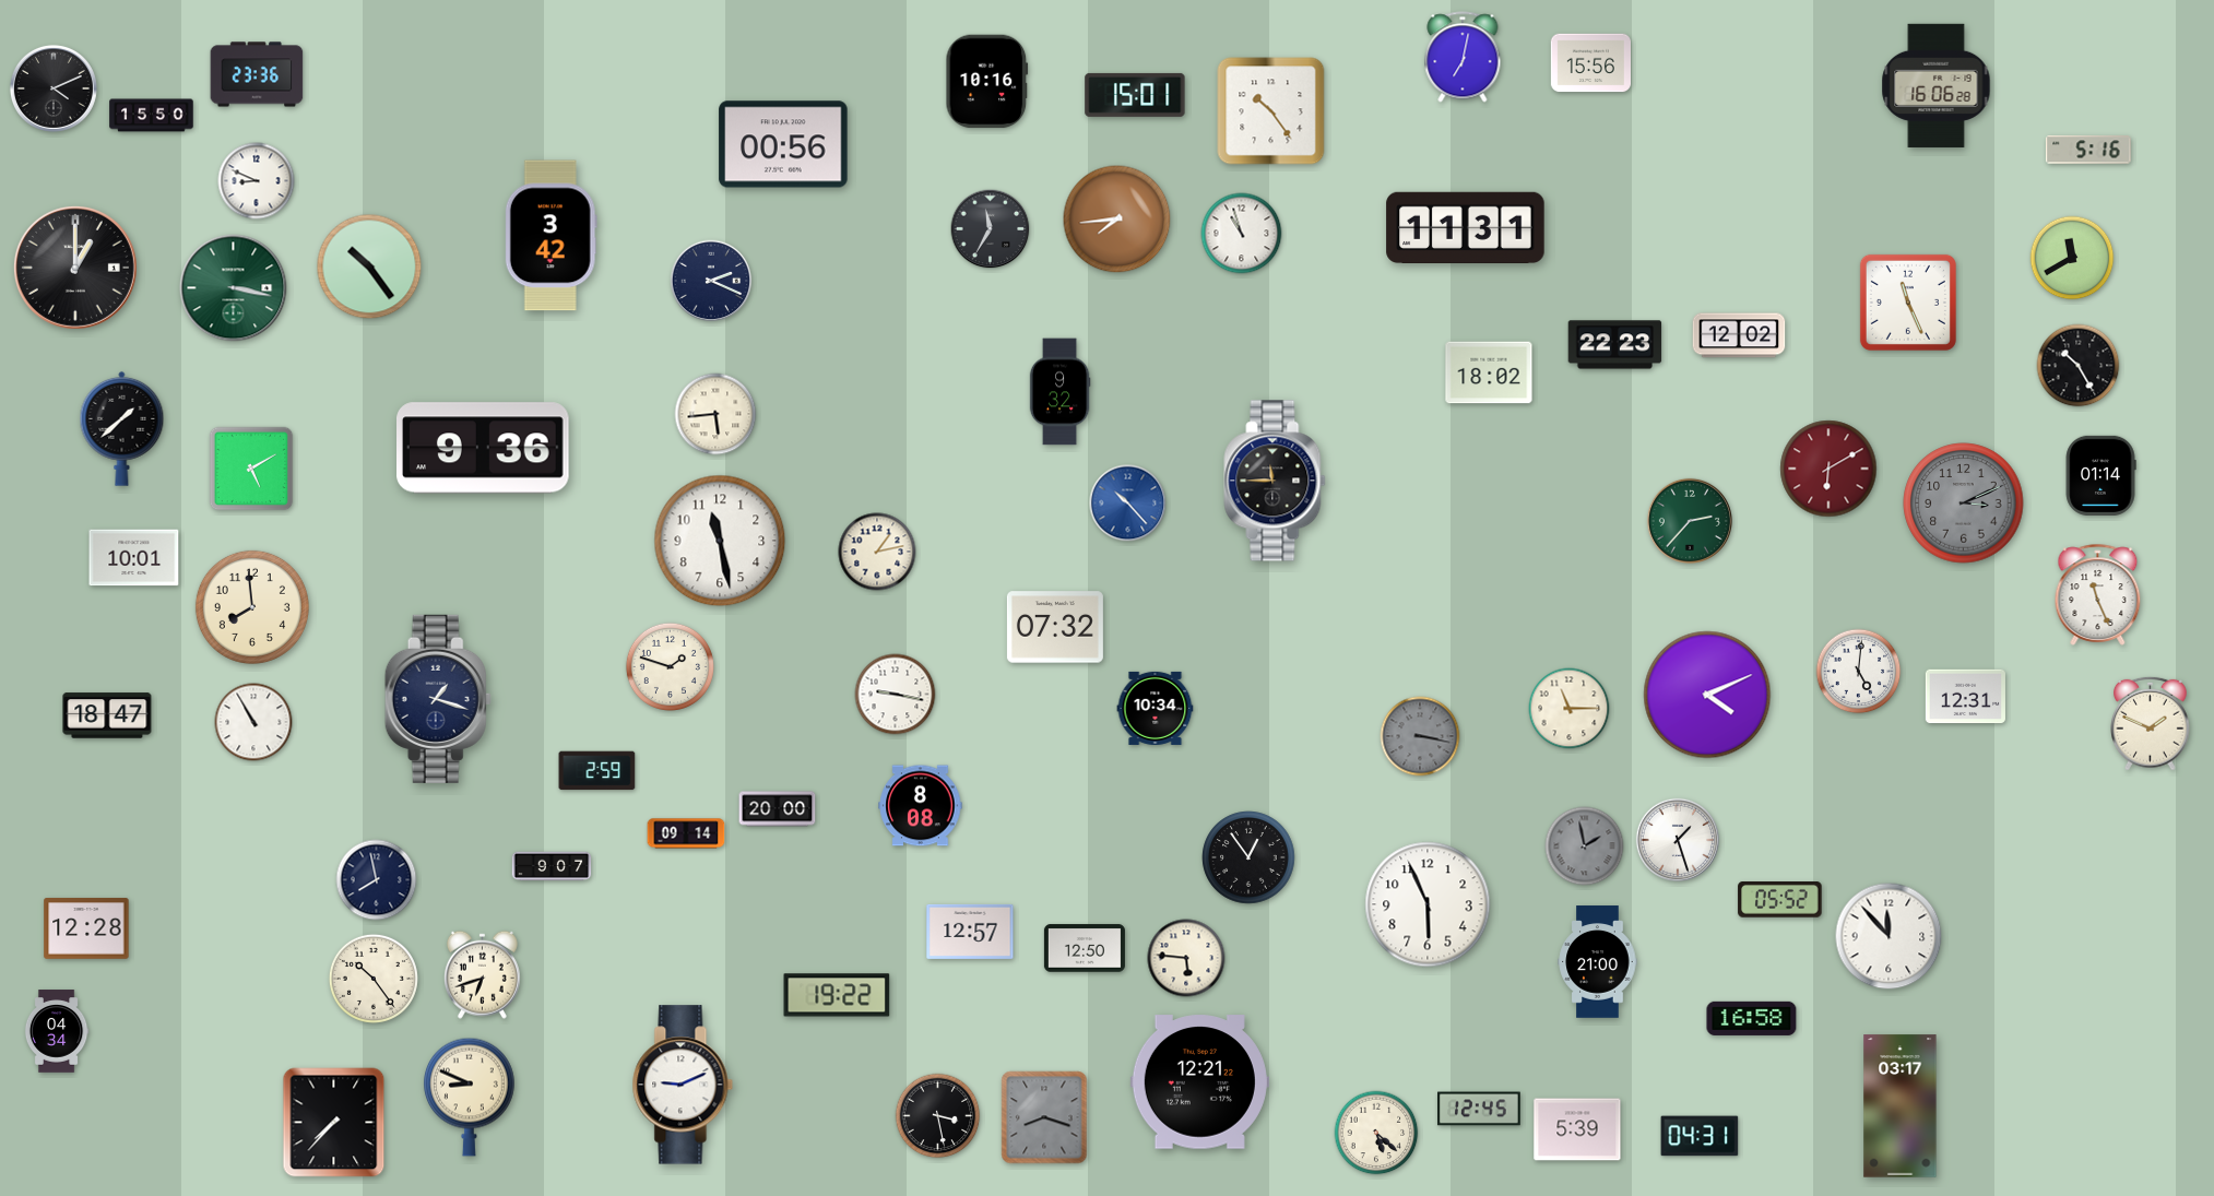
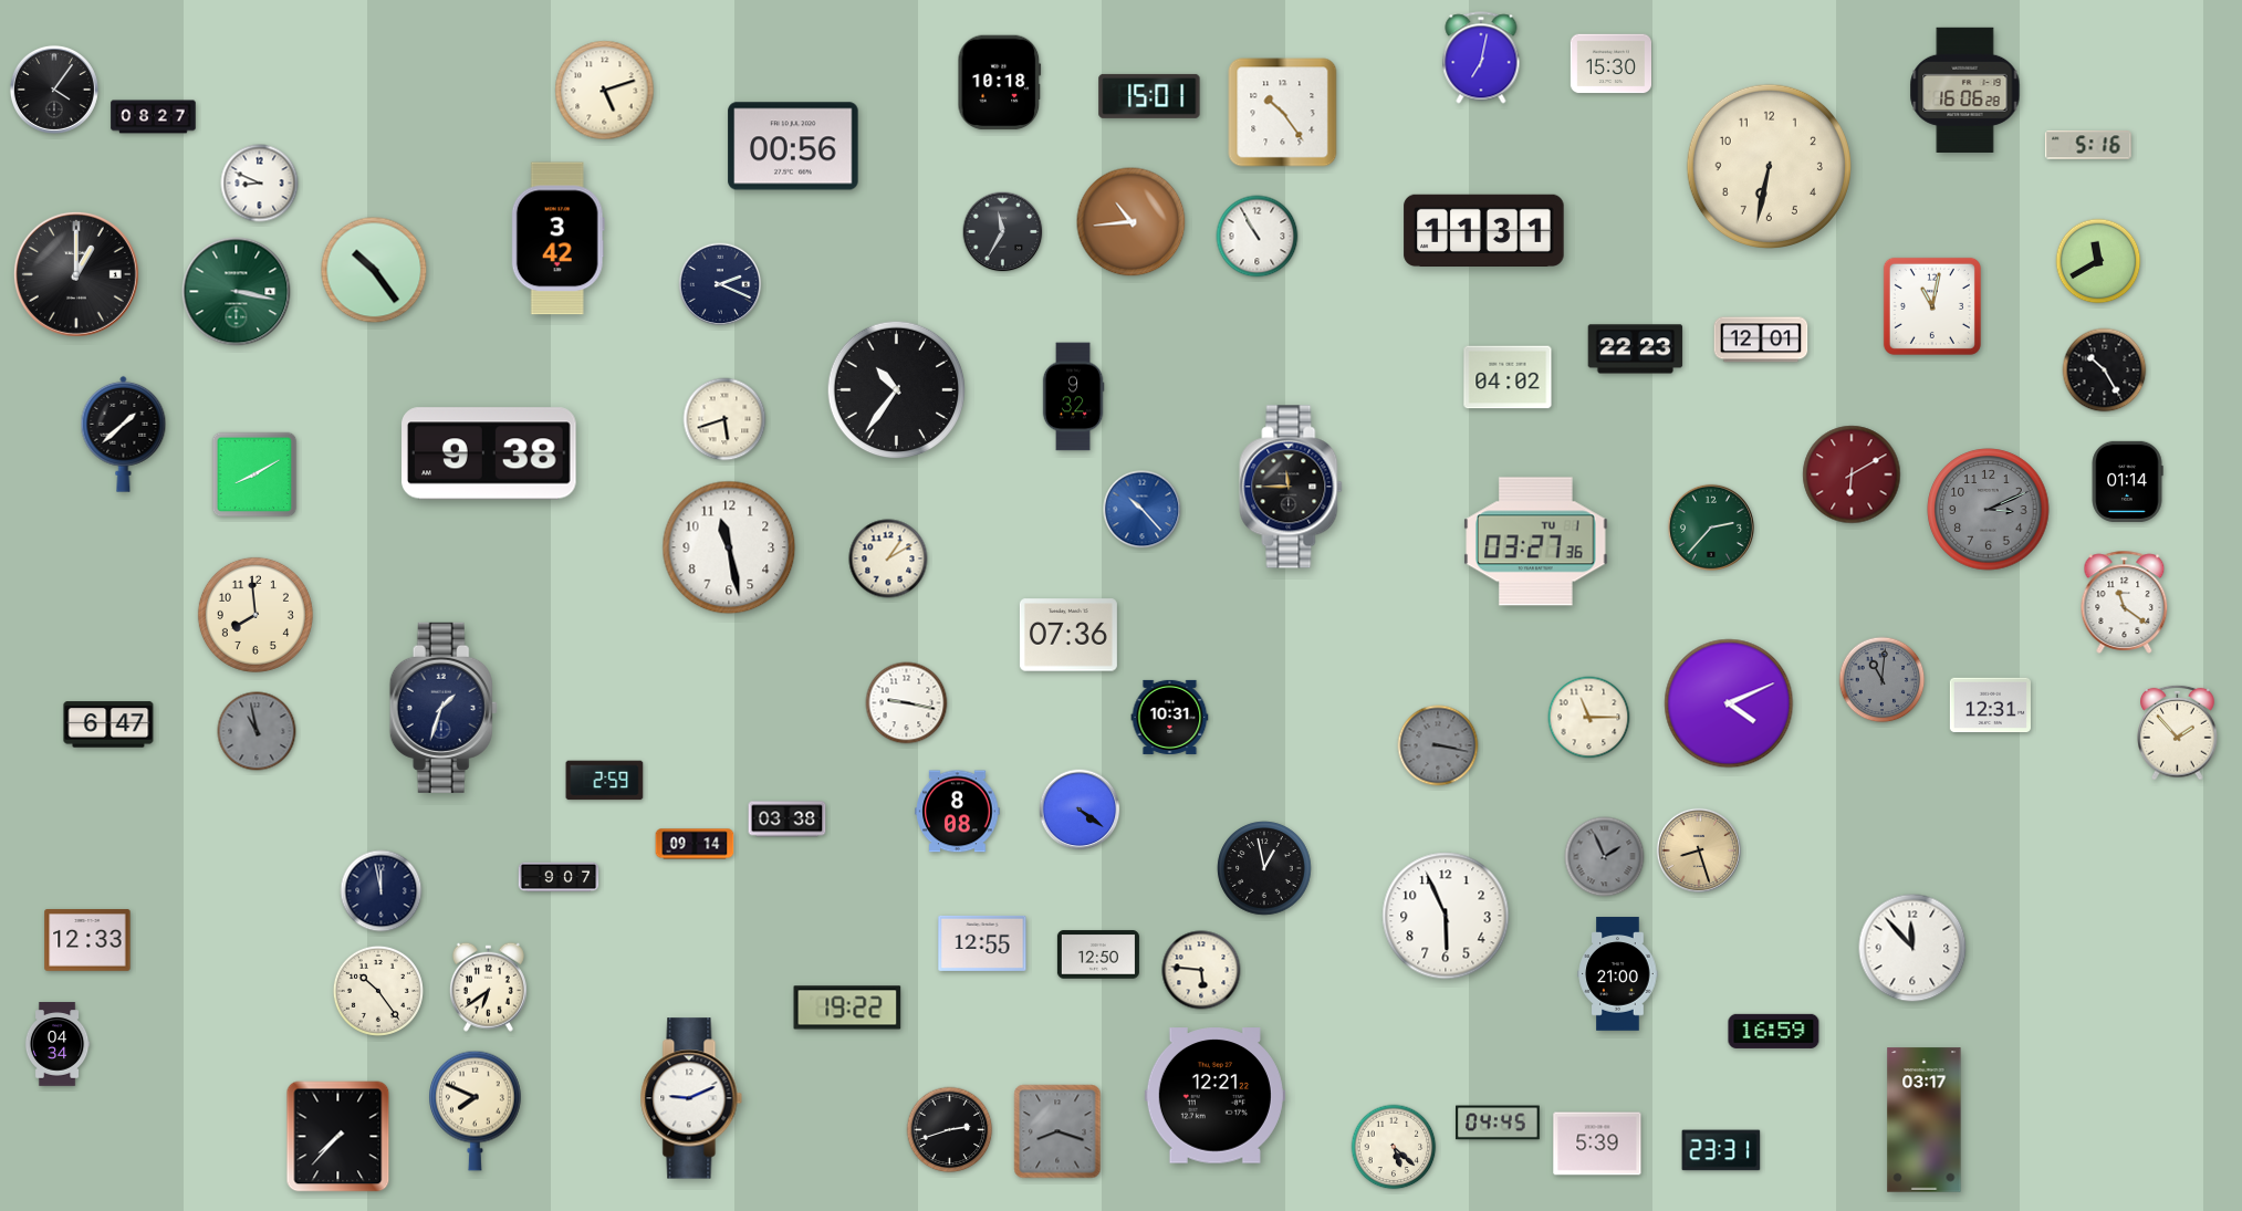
clock at (1590, 63): 15:56 -> 15:30
clock at (257, 74): 23:36 -> none
clock at (987, 82): 10:16 -> 10:18
clock at (1937, 85) position: (1937, 85) -> (1965, 90)
clock at (54, 88): 4:11 -> 4:06
clock at (605, 91): none -> 5:12
clock at (1271, 111) position: (1271, 111) -> (1283, 113)
clock at (152, 116): 15:50 -> 08:27
clock at (2088, 150) position: (2088, 150) -> (2088, 145)
clock at (1769, 166): none -> 6:32
clock at (1117, 220): 7:44 -> 10:44
clock at (1242, 234): 10:57 -> 10:55
clock at (75, 268) position: (75, 268) -> (76, 274)
clock at (1908, 303): 11:26 -> 11:02
clock at (1739, 335): 12:02 -> 12:01
clock at (1489, 372): 18:02 -> 04:02
clock at (897, 390): none -> 10:36
clock at (715, 414): 5:44 -> 5:42
clock at (484, 448): 9:36 -> 9:38
clock at (251, 469): 5:10 -> 8:10
clock at (1536, 542): none -> 03:27
clock at (877, 552): 1:13 -> 1:10
clock at (134, 558): 10:01 -> none
clock at (2098, 594): 11:26 -> 11:21
clock at (1055, 627): 07:32 -> 07:36
clock at (670, 666): 1:48 -> none
clock at (1859, 672): 5:01 -> 11:01
clock at (1859, 672) dial: white -> grey
clock at (438, 699): 1:18 -> 1:33
clock at (1156, 708): 10:34 -> 10:31
clock at (107, 715): 18:47 -> 6:47
clock at (253, 722): 10:55 -> 10:58
clock at (253, 722) dial: white -> grey
clock at (2151, 723): 1:49 -> 1:53
clock at (1080, 810): none -> 4:21
clock at (921, 806) position: (921, 806) -> (958, 812)
clock at (778, 809): 20:00 -> 03:38
clock at (1677, 839): 1:27 -> 8:27
clock at (1677, 839) dial: white -> champagne
clock at (1585, 846): 1:58 -> 1:56
clock at (1248, 857): 12:54 -> 12:58
clock at (377, 880): 7:58 -> 11:58
clock at (1780, 900): 05:52 -> none
clock at (86, 928): 12:28 -> 12:33
clock at (970, 932): 12:57 -> 12:55
clock at (1085, 948) position: (1085, 948) -> (1098, 954)
clock at (482, 974): 6:42 -> 6:39
clock at (1752, 1018): 16:58 -> 16:59
clock at (470, 1097): 8:49 -> 7:49
clock at (1480, 1109): 12:45 -> 04:45
clock at (938, 1116): 3:28 -> 2:42
clock at (1700, 1136): 04:31 -> 23:31
